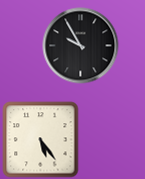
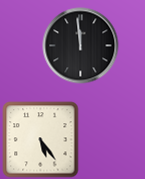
clock at (81, 46): 9:55 -> 11:59
